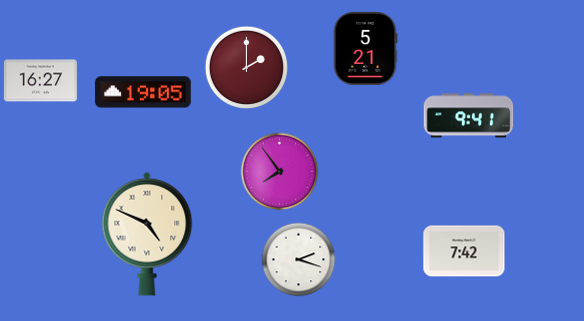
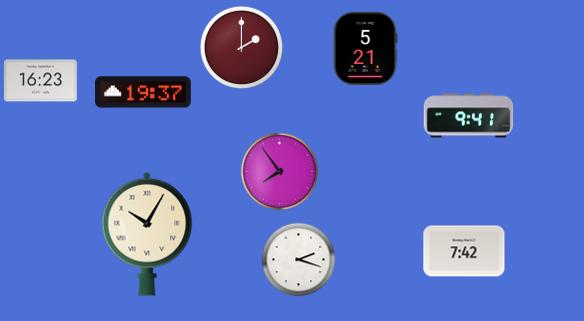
clock at (246, 67) position: (246, 67) -> (241, 47)
clock at (40, 81): 16:27 -> 16:23
clock at (143, 92): 19:05 -> 19:37
clock at (147, 234): 4:49 -> 10:05
